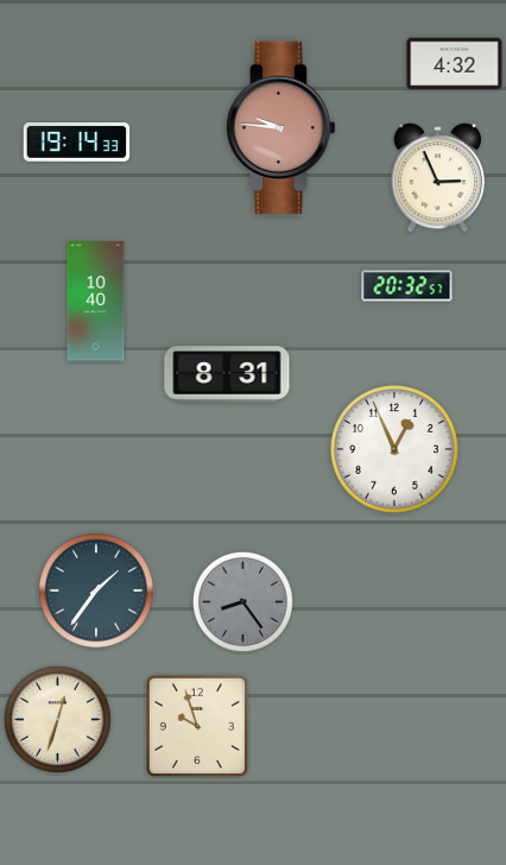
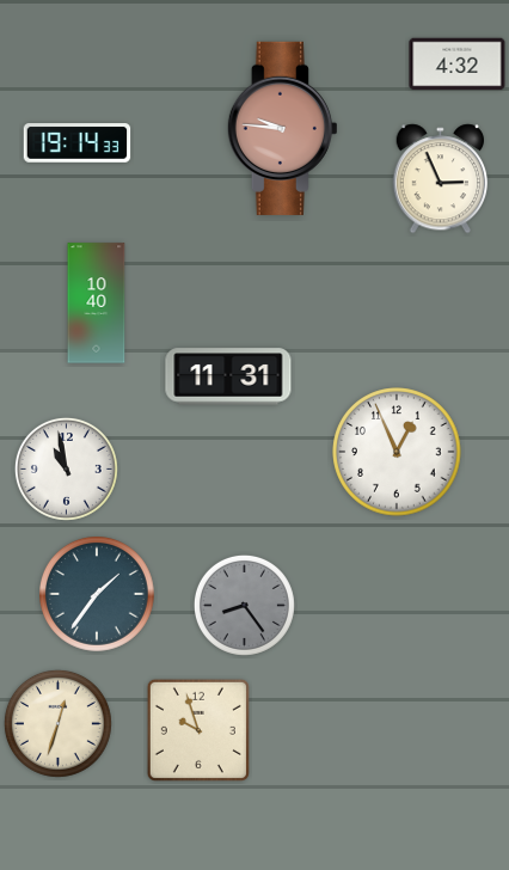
clock at (407, 286): 20:32 -> none
clock at (227, 374): 8:31 -> 11:31
clock at (66, 468): none -> 10:58
